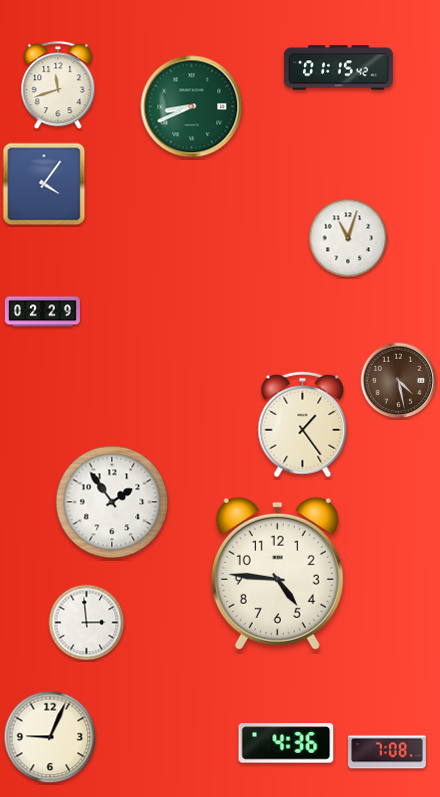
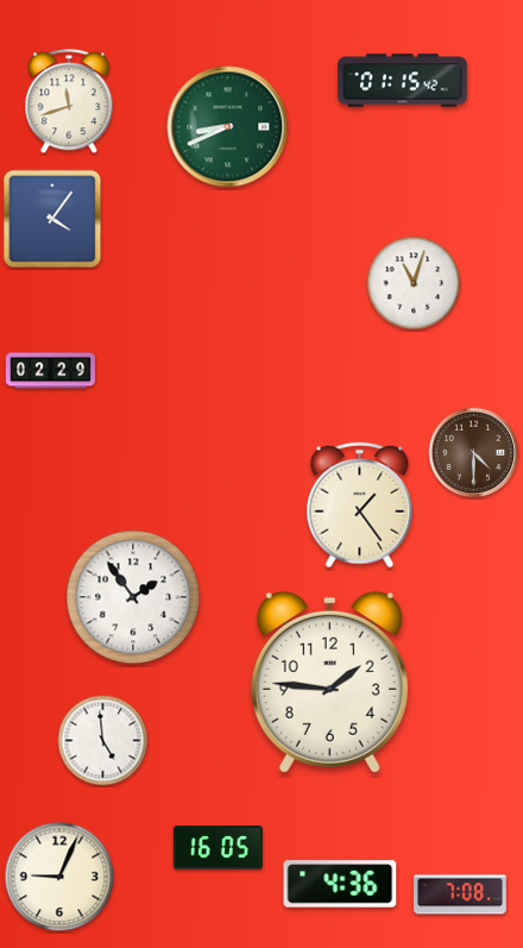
clock at (399, 381): 4:28 -> 4:30
clock at (277, 573): 4:46 -> 1:46
clock at (87, 623): 2:59 -> 4:59
clock at (218, 848): none -> 16:05
